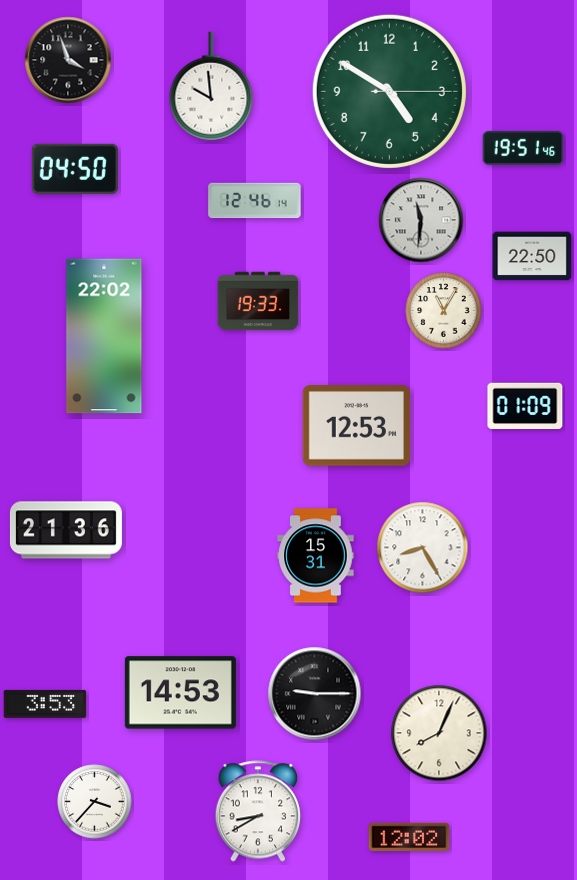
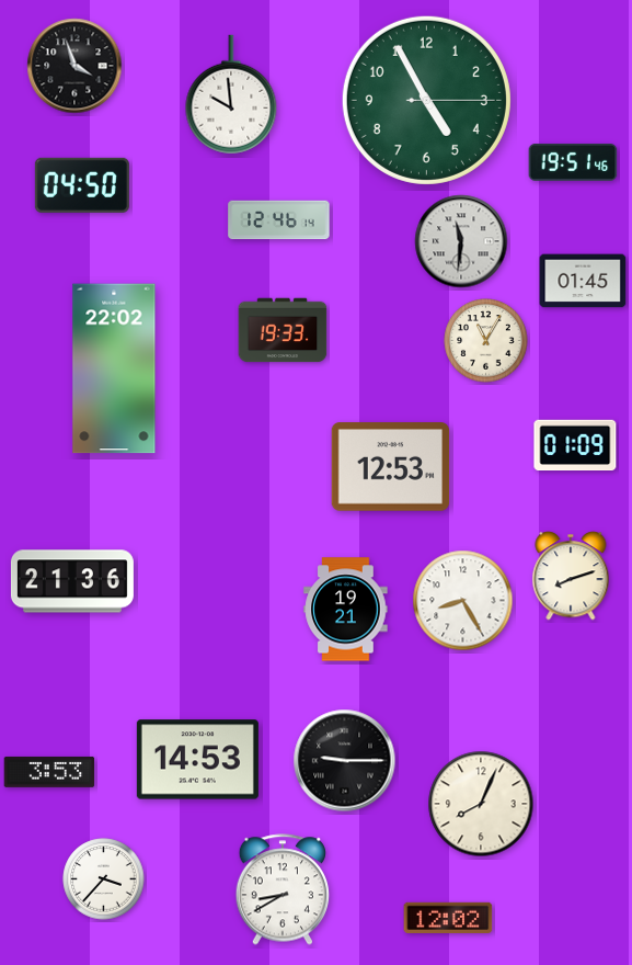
clock at (389, 91): 4:50 -> 4:55
clock at (532, 256): 22:50 -> 01:45
clock at (571, 576): none -> 8:12
clock at (316, 556): 15:31 -> 19:21
